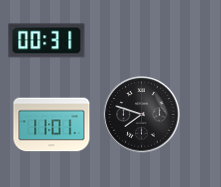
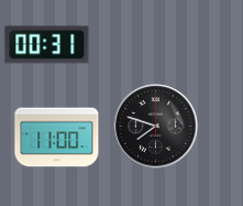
clock at (47, 41) position: (47, 41) -> (47, 45)
clock at (52, 125): 11:01 -> 11:00
